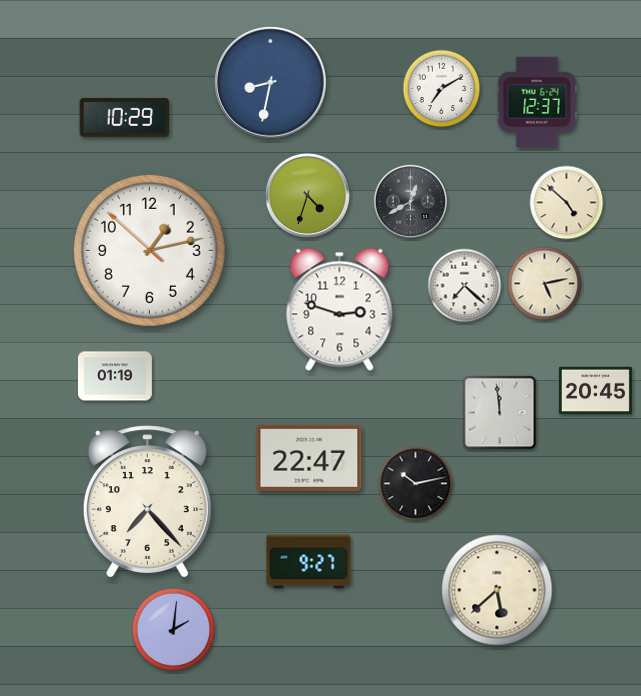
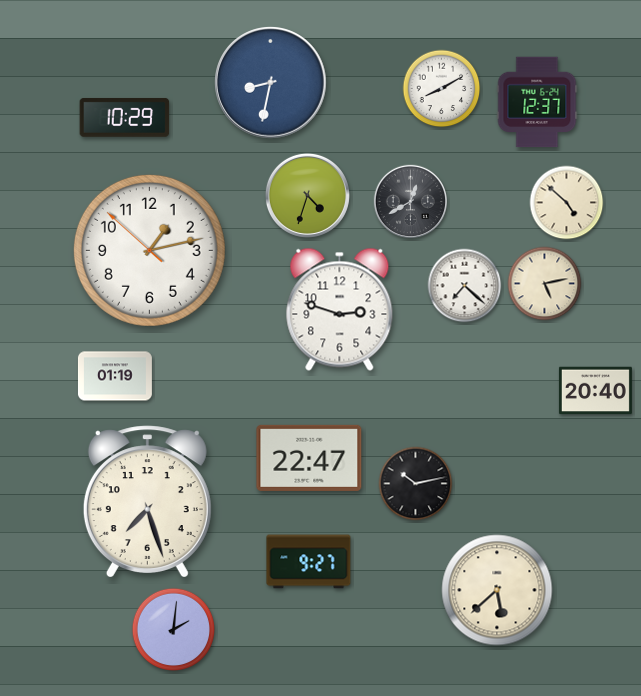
clock at (442, 89): 7:10 -> 8:10
clock at (595, 391): 20:45 -> 20:40
clock at (500, 413): 11:59 -> none
clock at (147, 502): 7:23 -> 7:27
